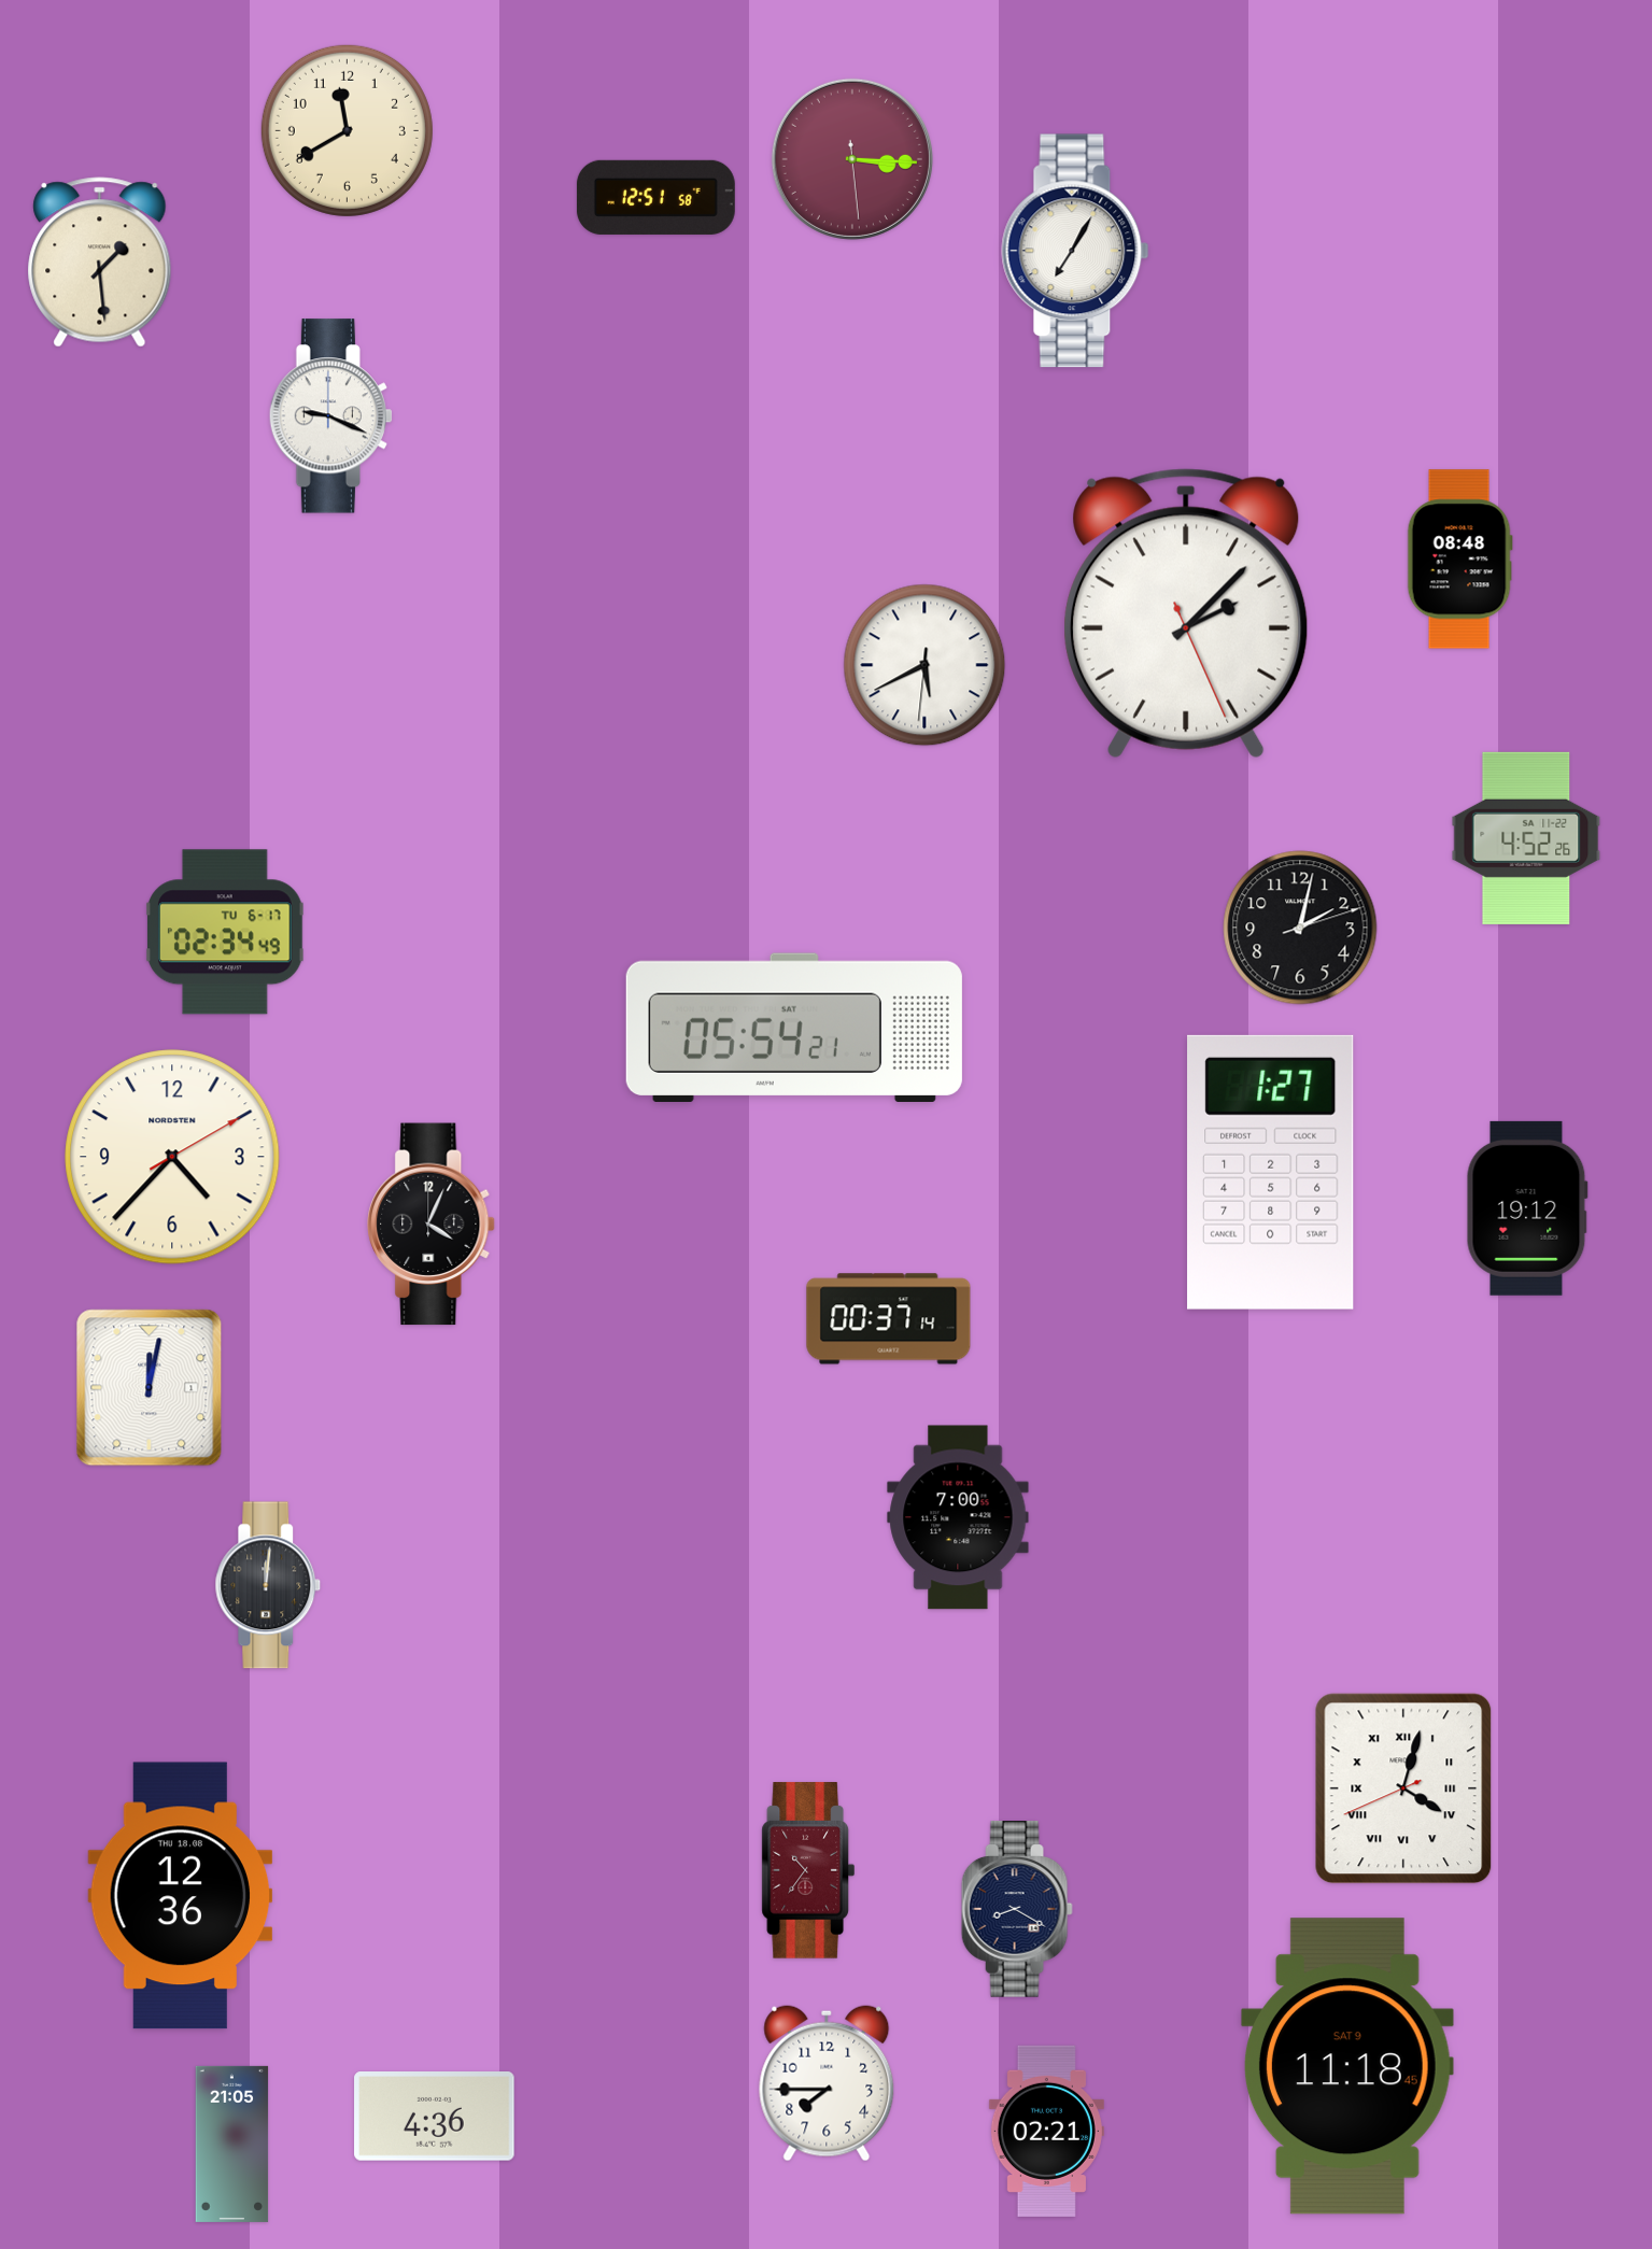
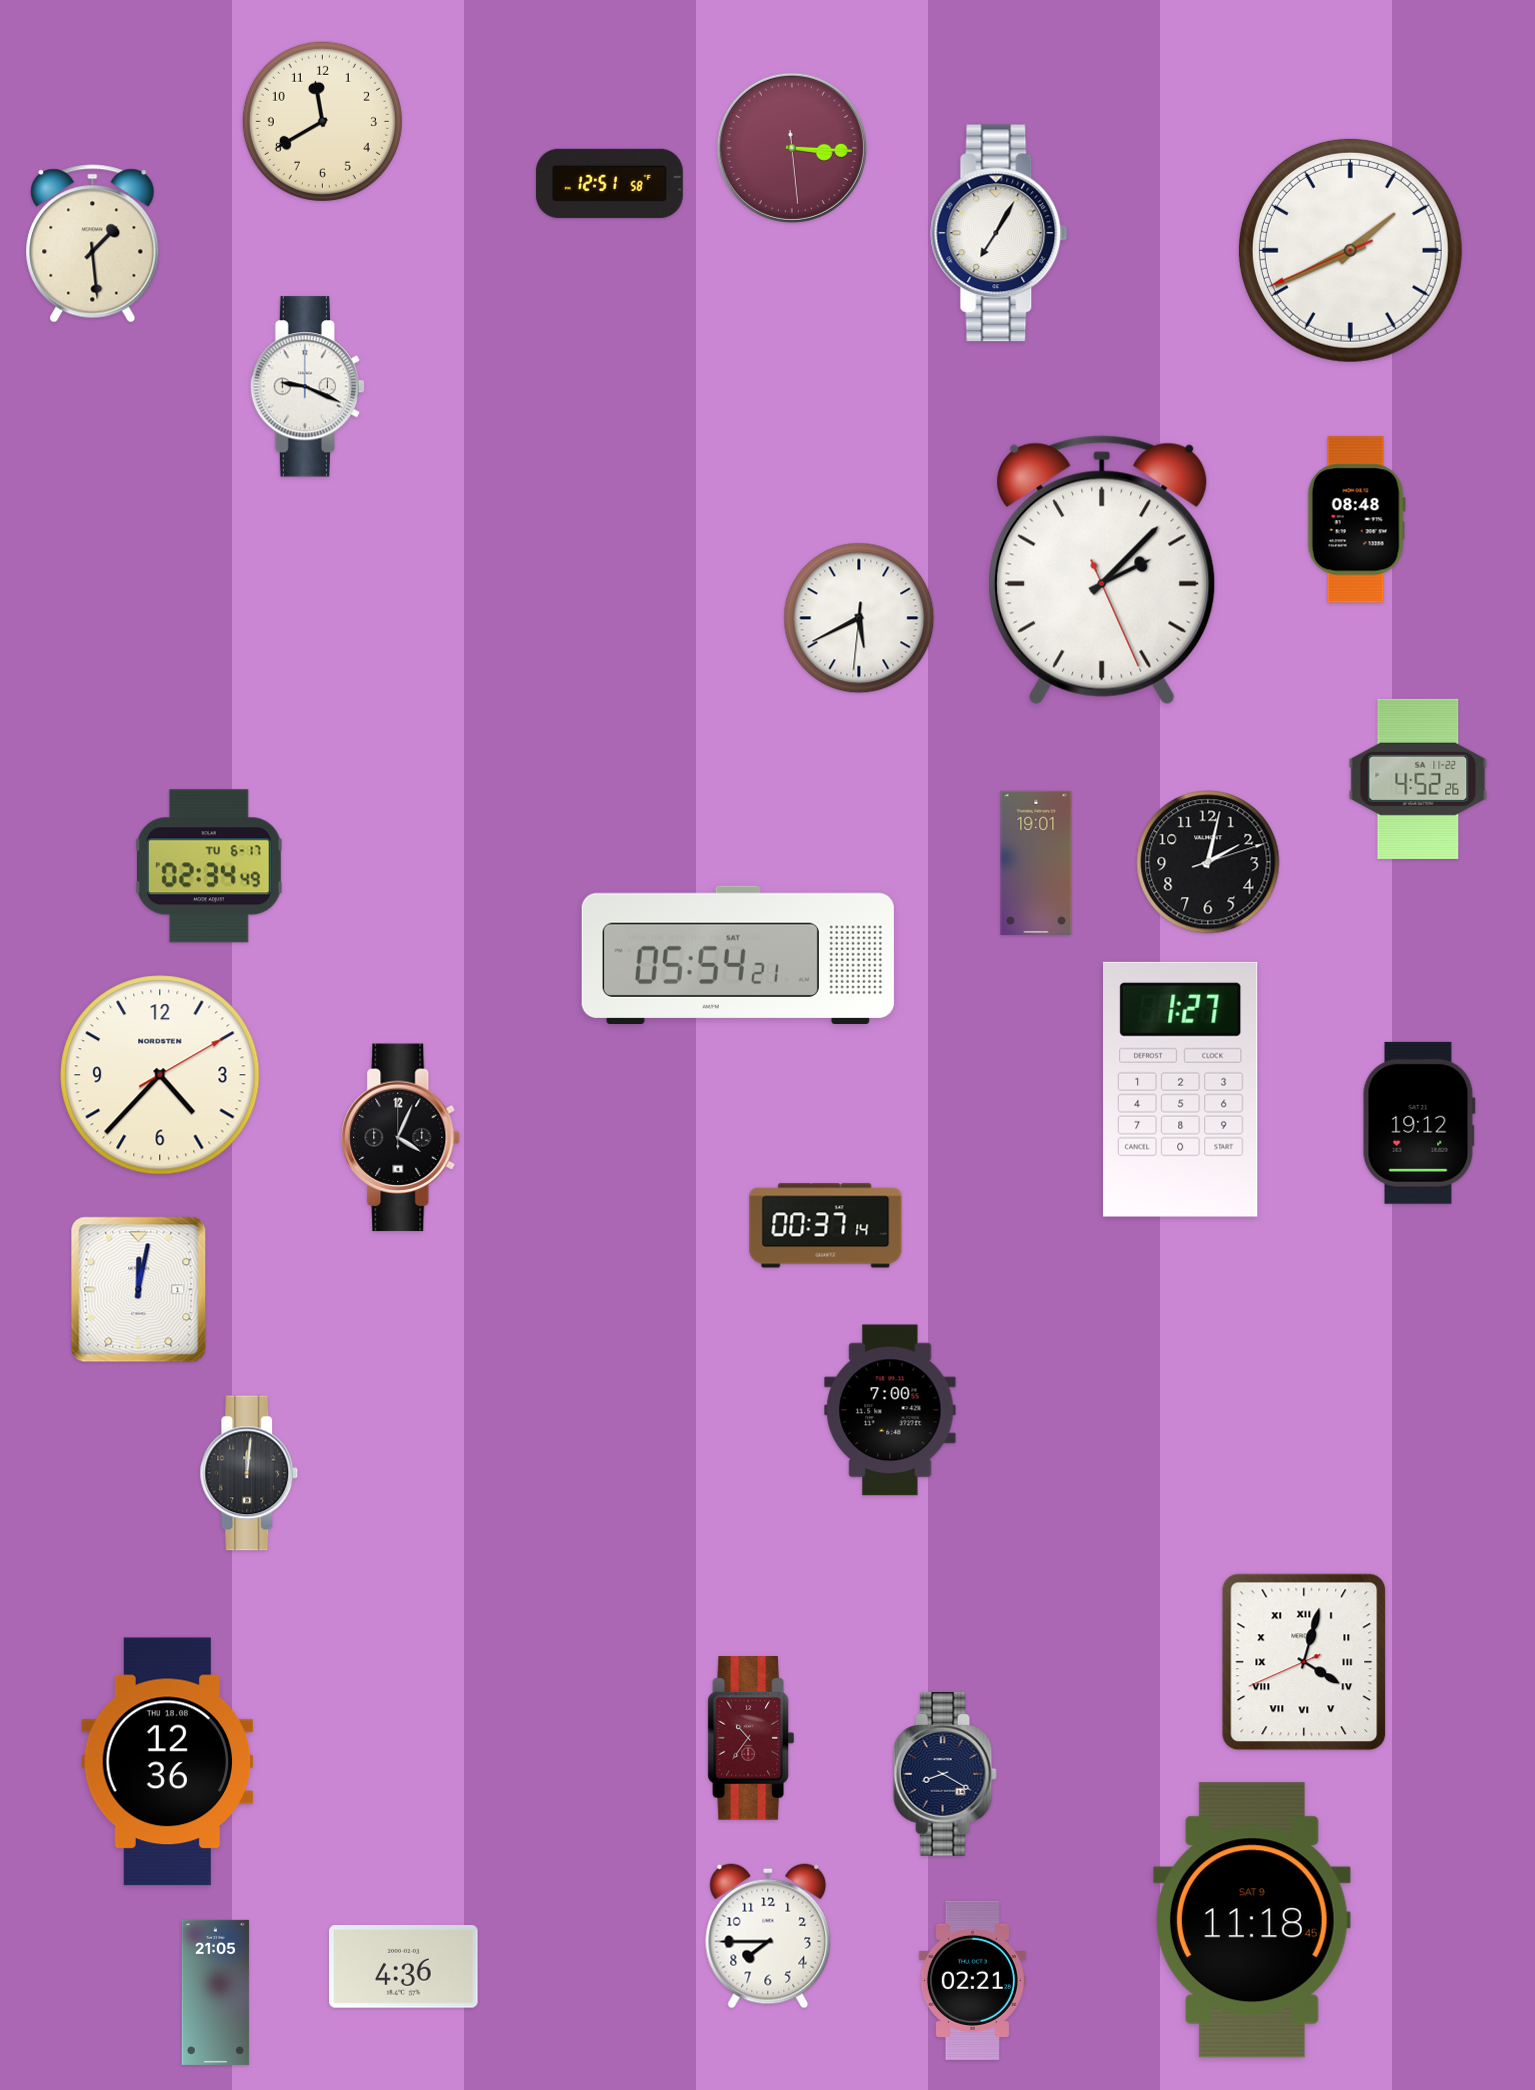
clock at (1350, 250): none -> 1:40
clock at (1036, 863): none -> 19:01
